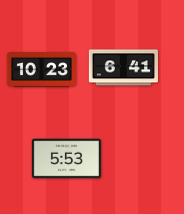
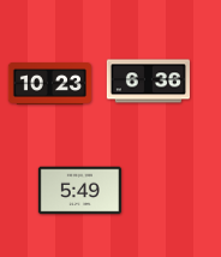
clock at (123, 68): 6:41 -> 6:36
clock at (66, 159): 5:53 -> 5:49
